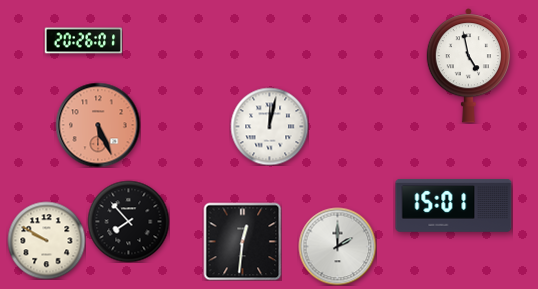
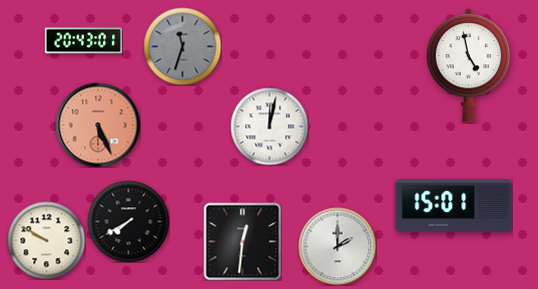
clock at (83, 41): 20:26 -> 20:43
clock at (182, 46): none -> 11:33
clock at (128, 221): 7:53 -> 7:40
